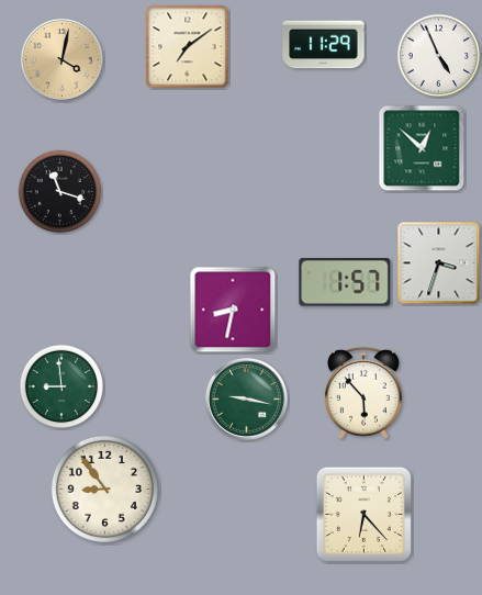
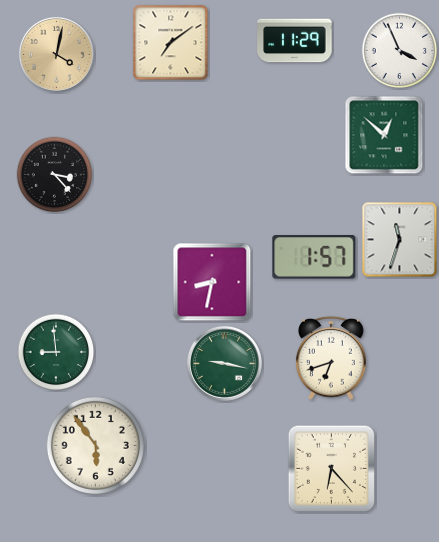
clock at (439, 56): 4:56 -> 3:56
clock at (60, 192): 11:18 -> 3:23
clock at (439, 263): 3:33 -> 11:33
clock at (363, 393): 5:53 -> 6:42
clock at (104, 489): 8:54 -> 5:54
